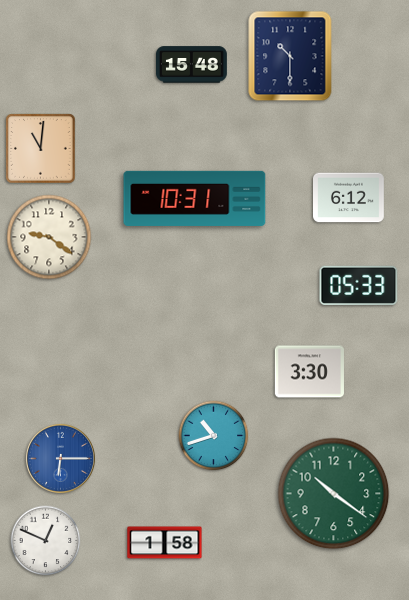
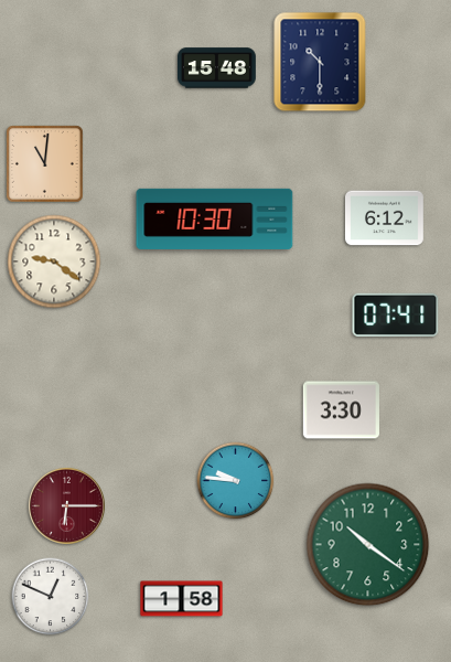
clock at (192, 65) position: (192, 65) -> (217, 68)
clock at (195, 198): 10:31 -> 10:30
clock at (359, 285): 05:33 -> 07:41
clock at (214, 436): 10:42 -> 9:46
clock at (60, 458) dial: blue -> burgundy
